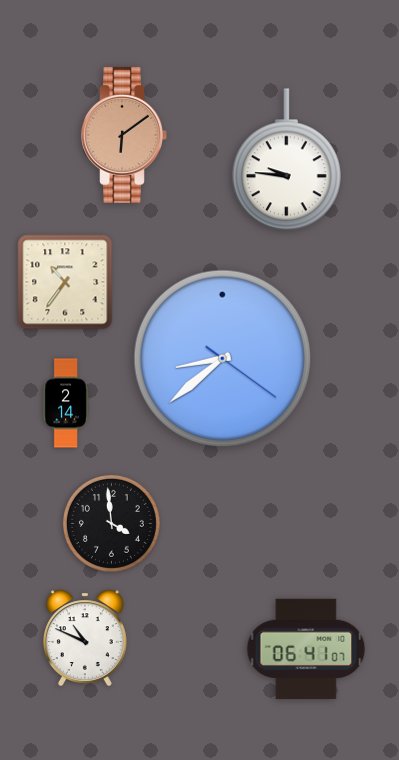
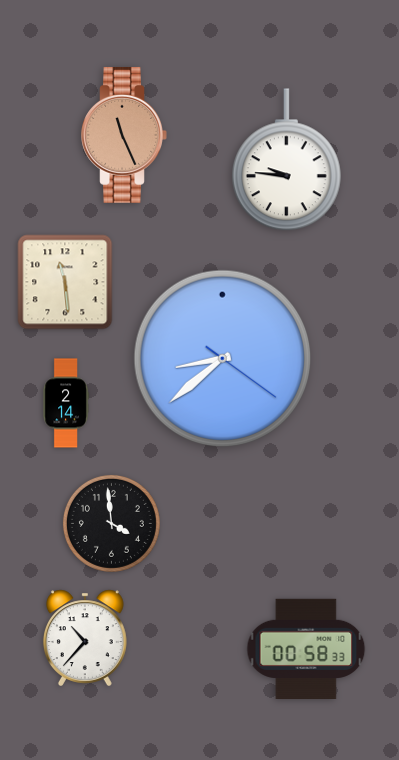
clock at (124, 135): 6:09 -> 11:26
clock at (65, 282): 10:36 -> 11:29
clock at (85, 638): 10:49 -> 10:37
clock at (306, 648): 06:41 -> 00:58
